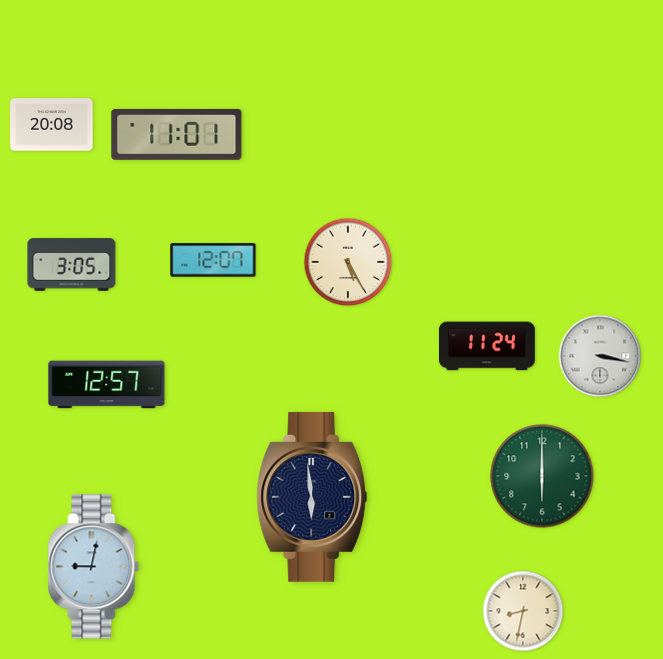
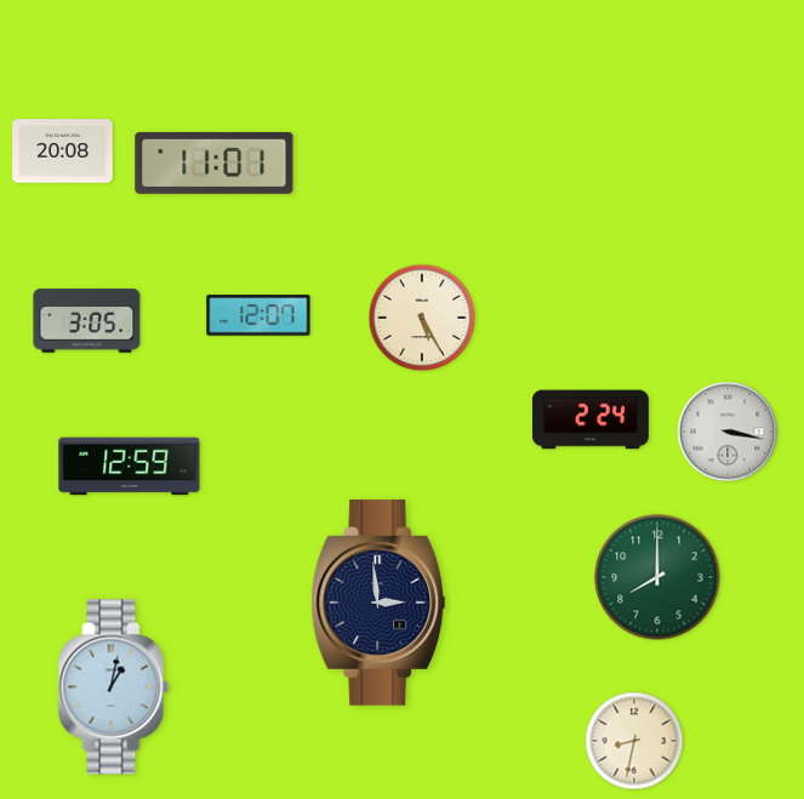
clock at (487, 346): 11:24 -> 2:24
clock at (107, 385): 12:57 -> 12:59
clock at (542, 476): 6:00 -> 8:00
clock at (312, 497): 5:59 -> 2:59
clock at (94, 567): 9:02 -> 1:02
